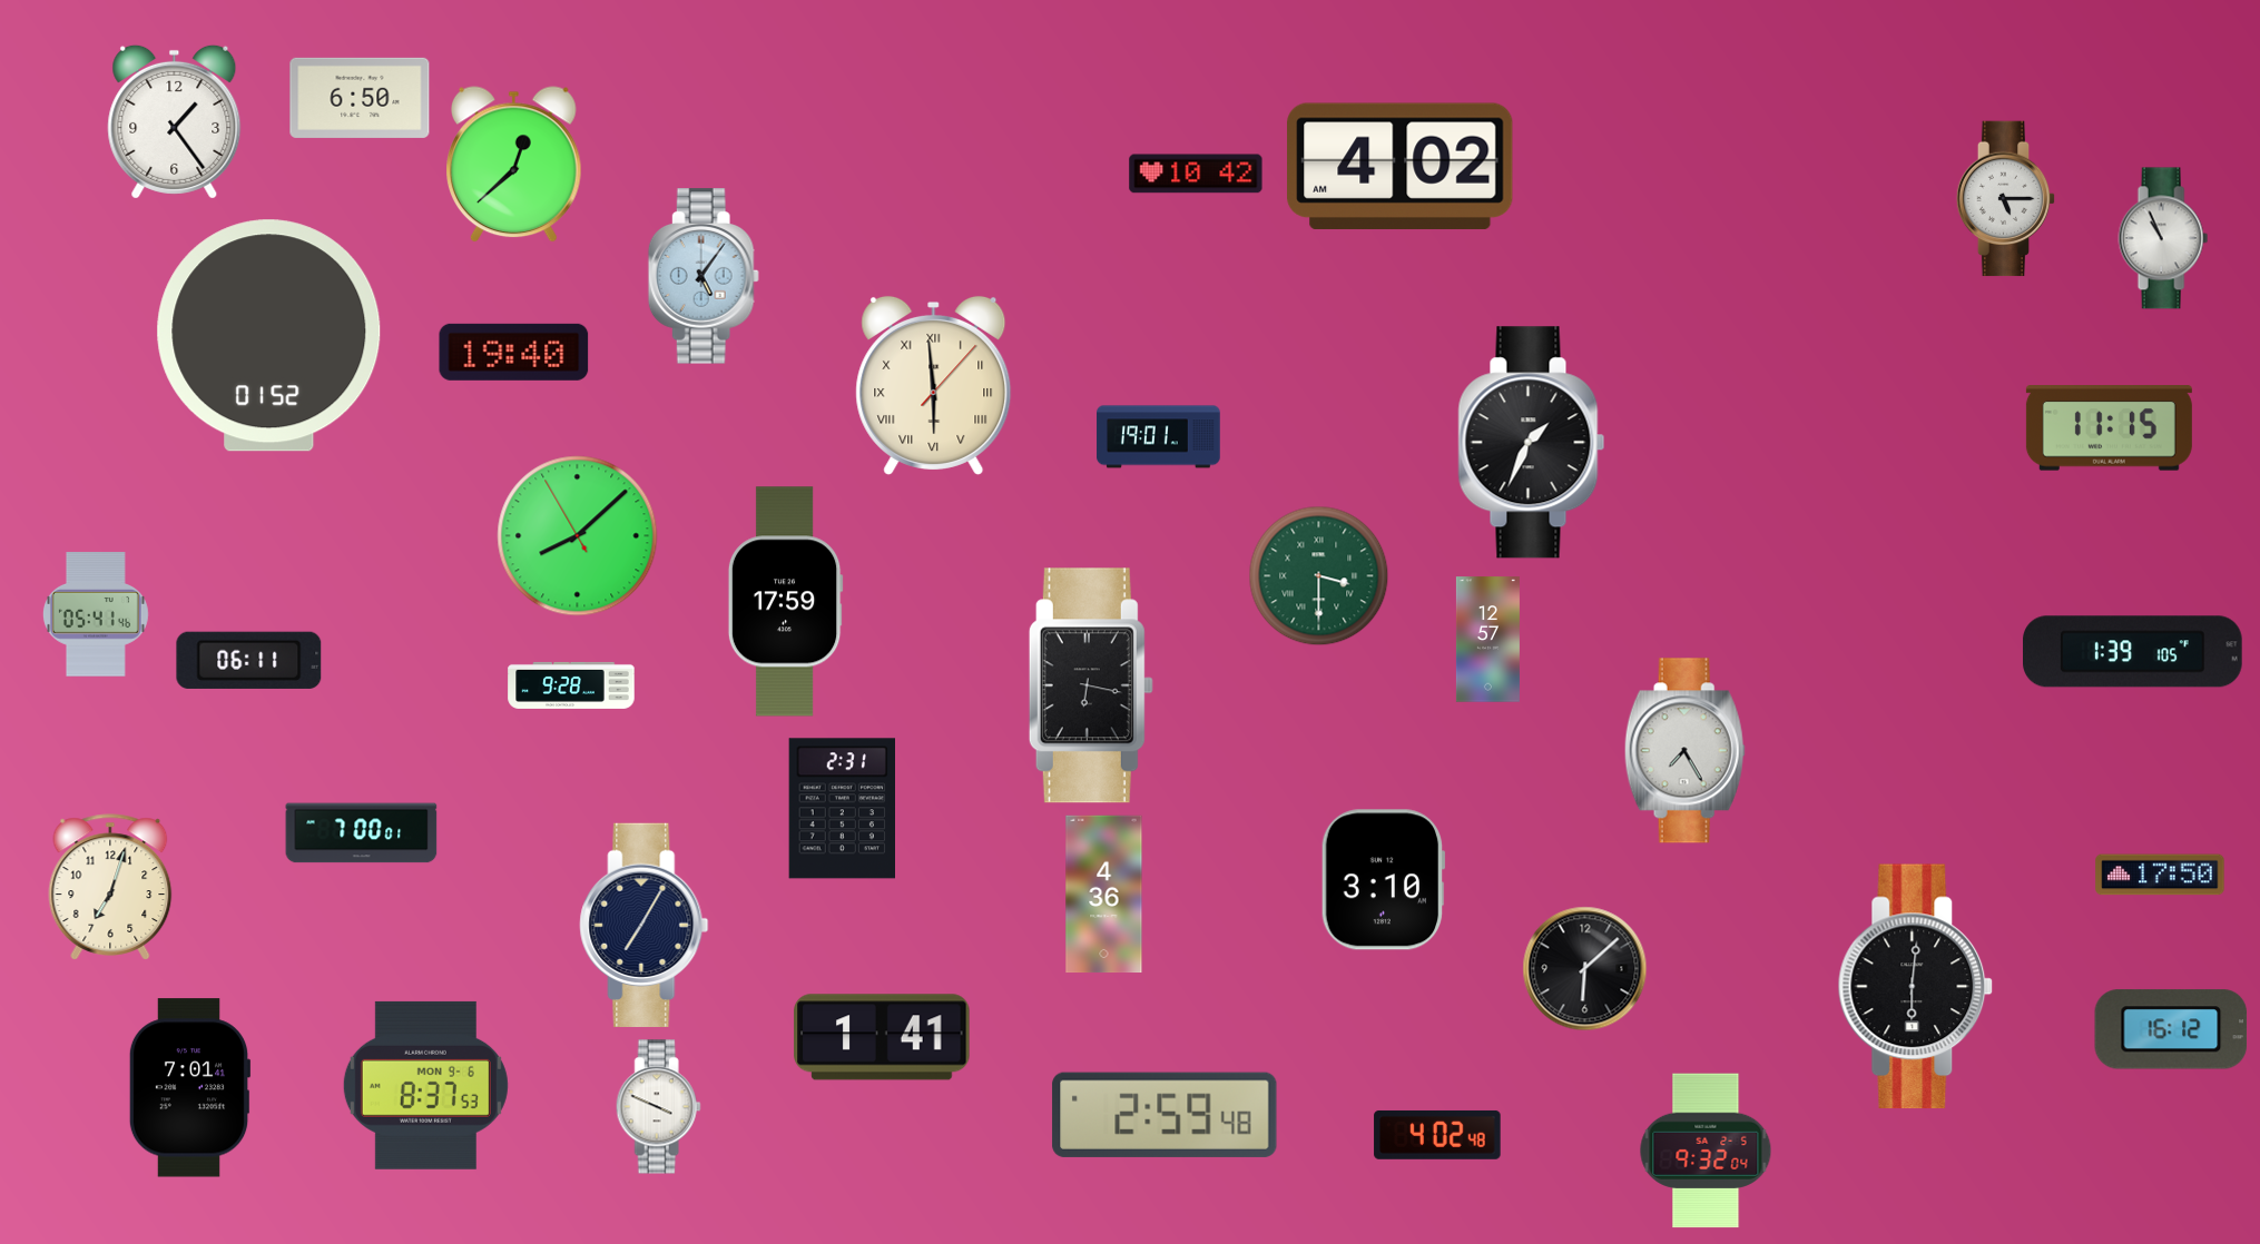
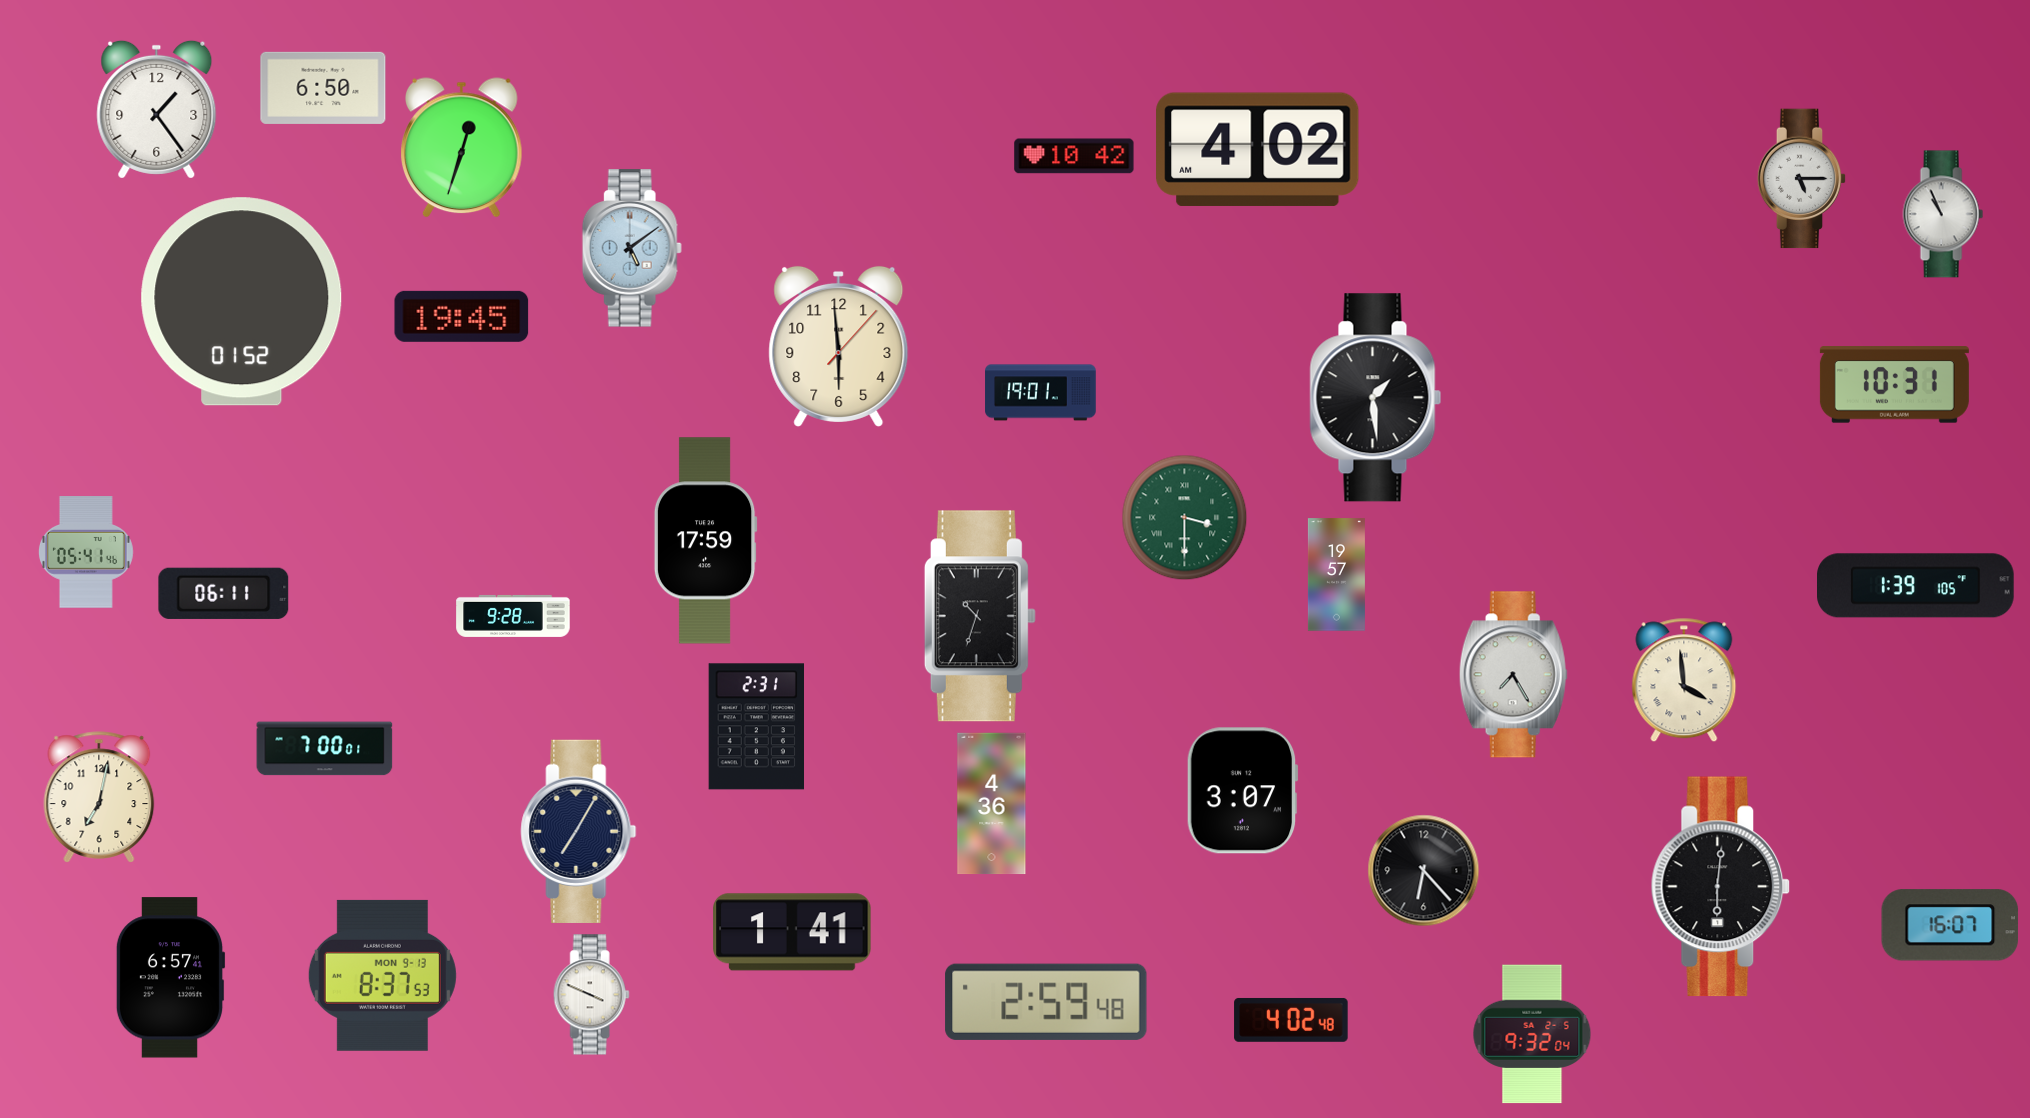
clock at (514, 165): 12:38 -> 12:33
clock at (704, 276): 5:06 -> 5:09
clock at (514, 352): 19:40 -> 19:45
clock at (934, 385) numerals: Roman -> Arabic
clock at (2109, 428): 11:15 -> 10:31
clock at (1532, 443): 1:34 -> 1:29
clock at (578, 536): 8:07 -> none
clock at (1487, 640): 12:57 -> 19:57
clock at (1091, 685): 6:17 -> 10:33
clock at (1684, 680): none -> 3:59
clock at (2160, 875): 17:50 -> none
clock at (1383, 880): 3:10 -> 3:07
clock at (110, 887): 7:03 -> 7:02
clock at (1585, 969): 6:08 -> 6:23
clock at (2171, 1029): 16:12 -> 16:07
clock at (425, 1085) date: MON 9-6 -> MON 9-13
clock at (189, 1088): 7:01 -> 6:57
